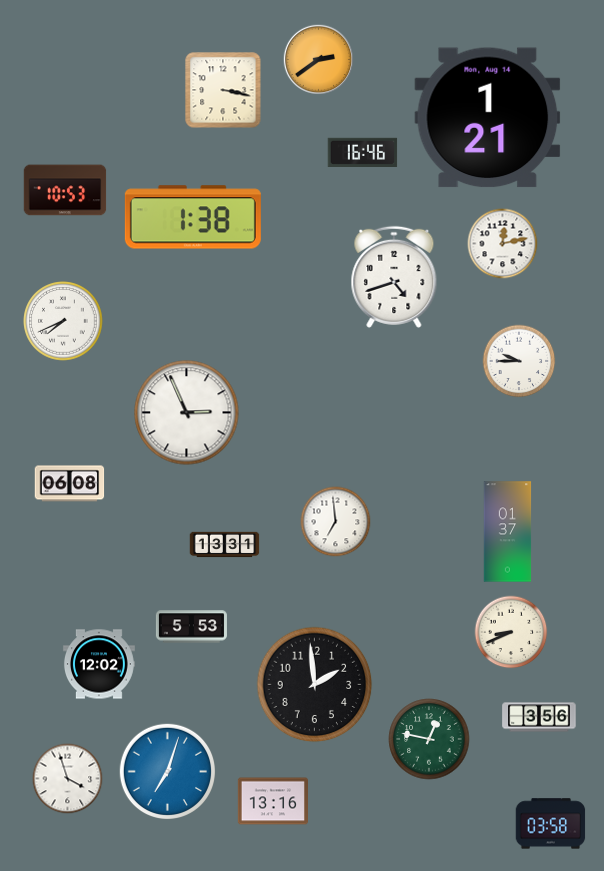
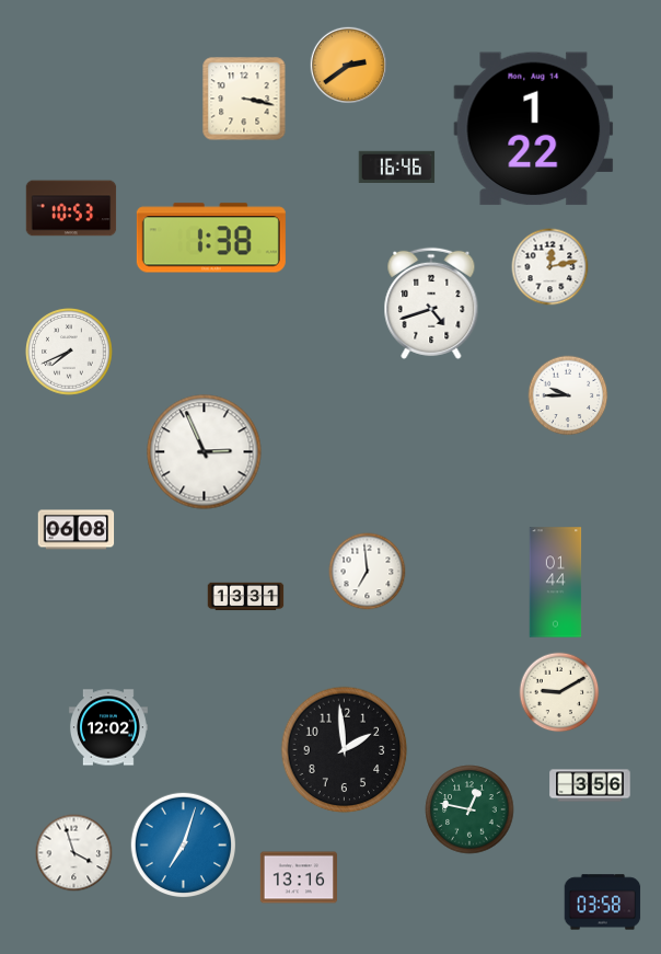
clock at (488, 118): 1:21 -> 1:22
clock at (508, 532): 01:37 -> 01:44
clock at (191, 627): 5:53 -> none
clock at (511, 632): 8:41 -> 9:10
